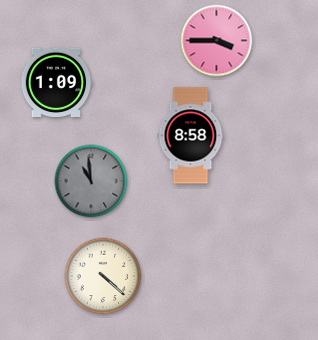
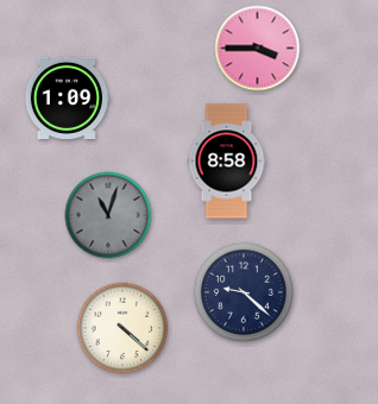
clock at (91, 181): 10:59 -> 11:03
clock at (244, 292): none -> 9:22
